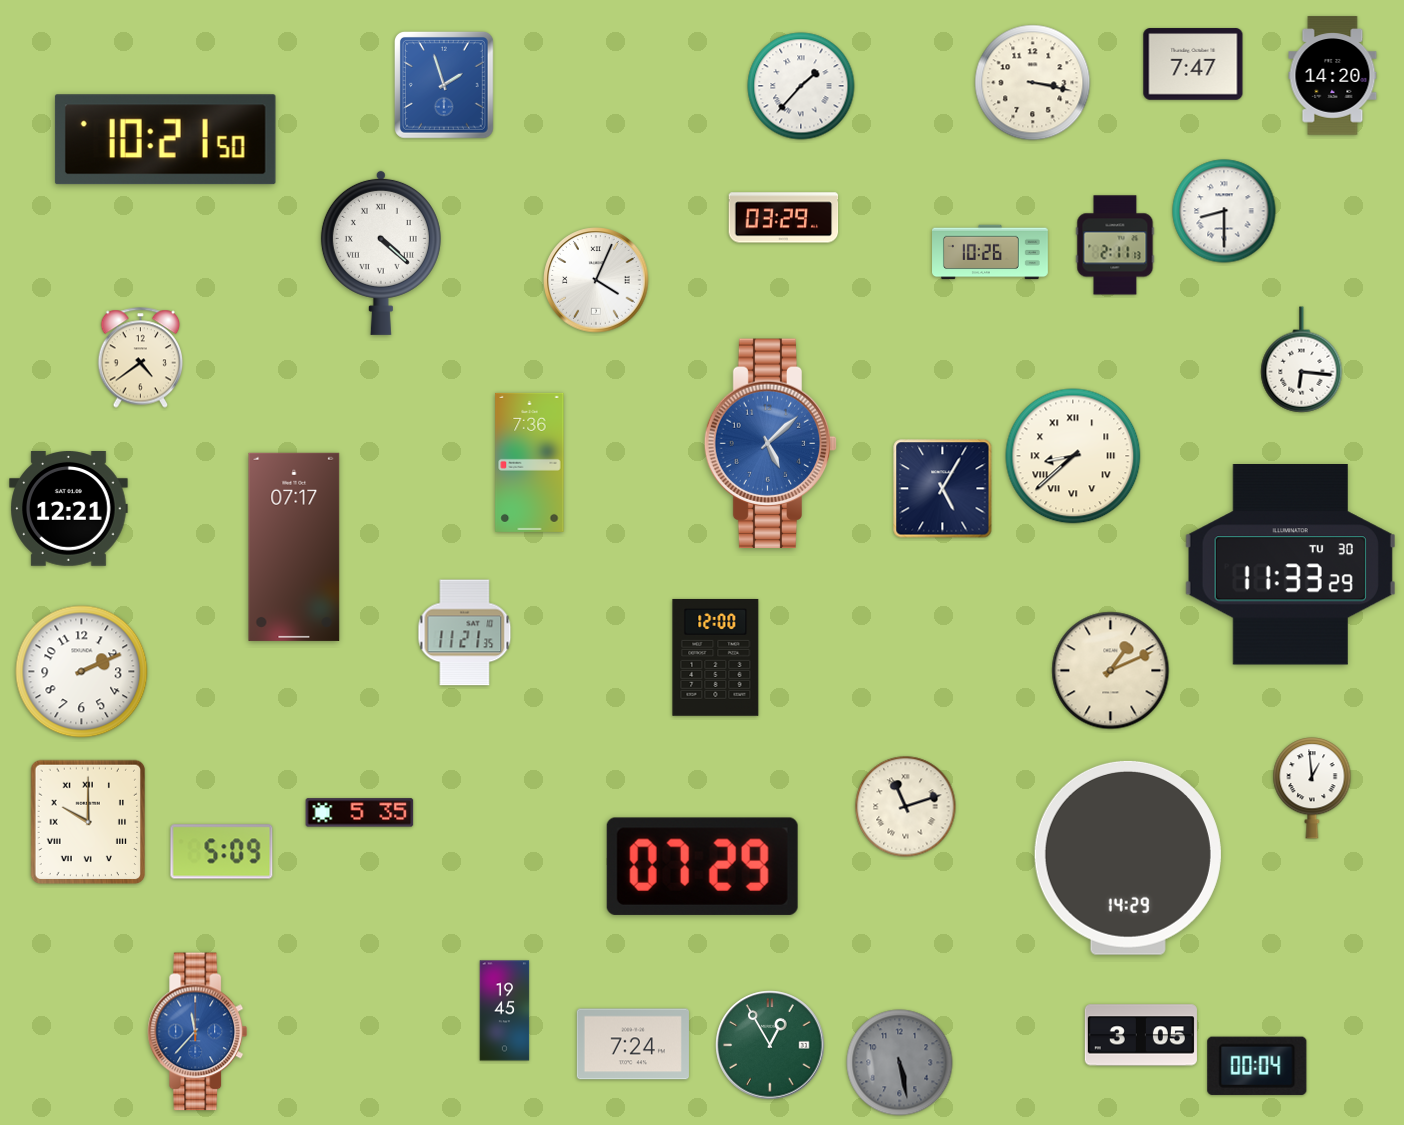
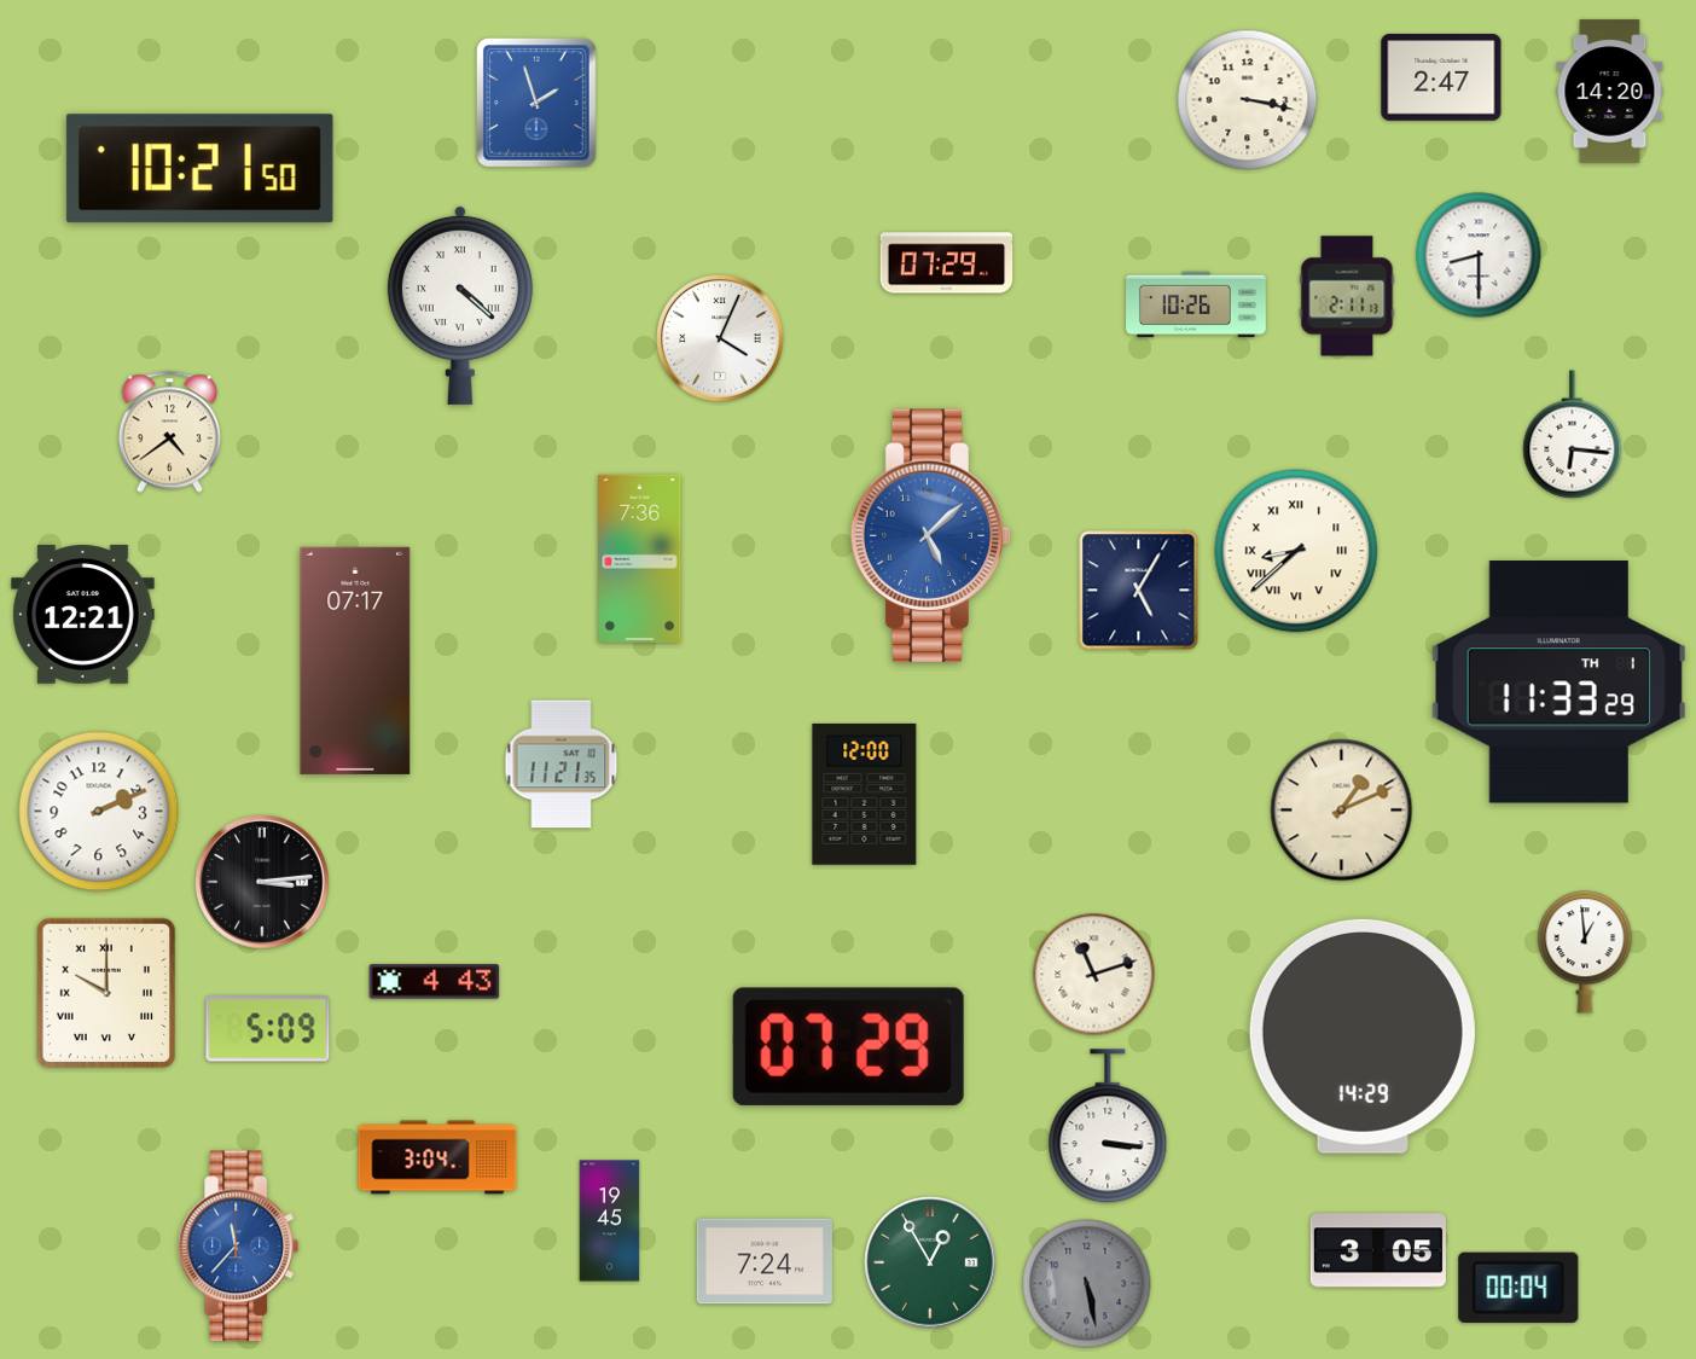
clock at (1193, 64): 7:47 -> 2:47
clock at (801, 86): 1:37 -> none
clock at (784, 218): 03:29 -> 07:29
clock at (1290, 565) date: TU 30 -> TH 1
clock at (262, 882): none -> 3:14
clock at (360, 813): 5:35 -> 4:43
clock at (1108, 1127): none -> 3:16
clock at (437, 1157): none -> 3:04
